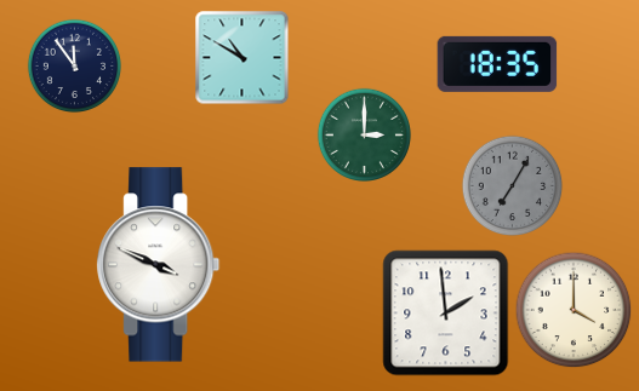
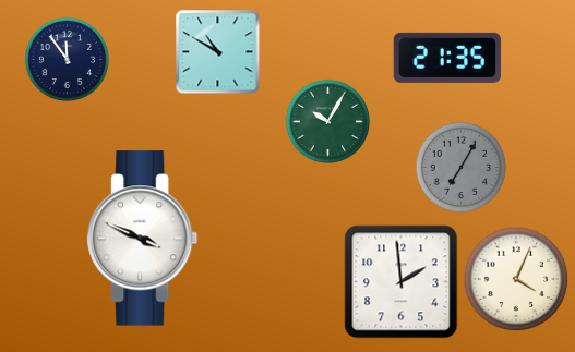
clock at (497, 64): 18:35 -> 21:35
clock at (364, 134): 3:00 -> 10:05
clock at (574, 310): 4:00 -> 4:04
